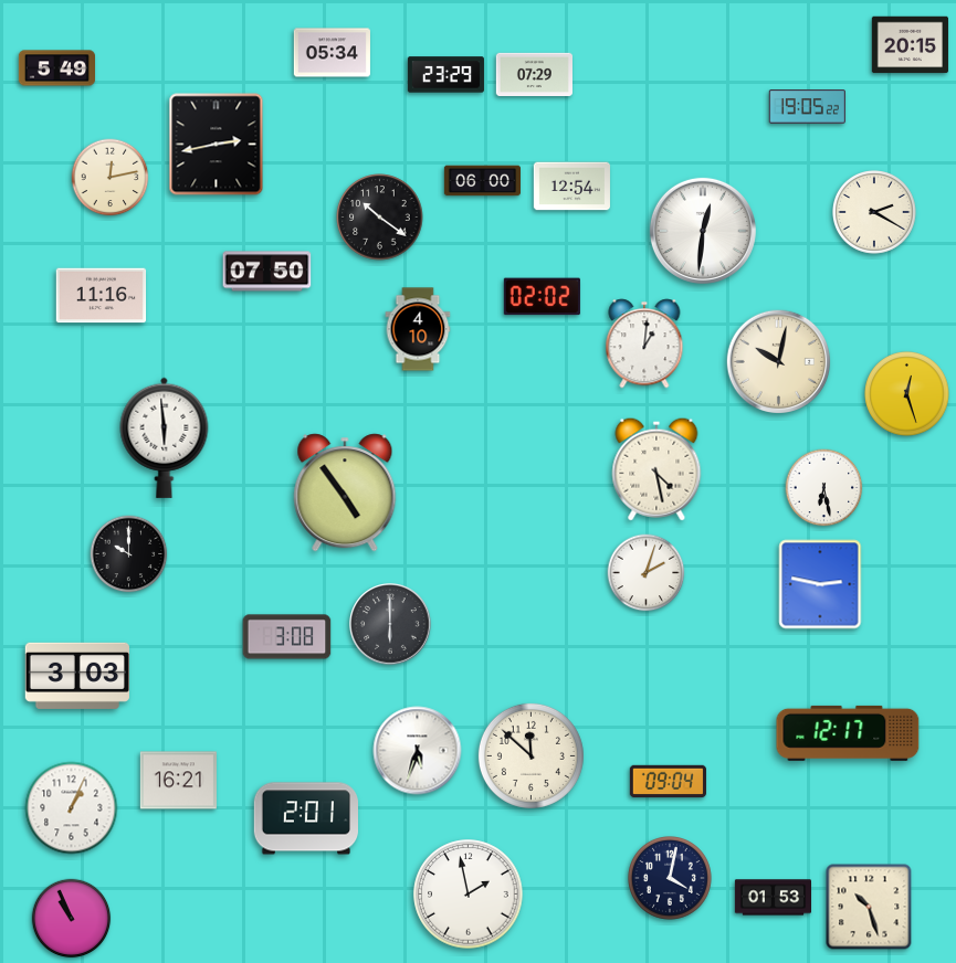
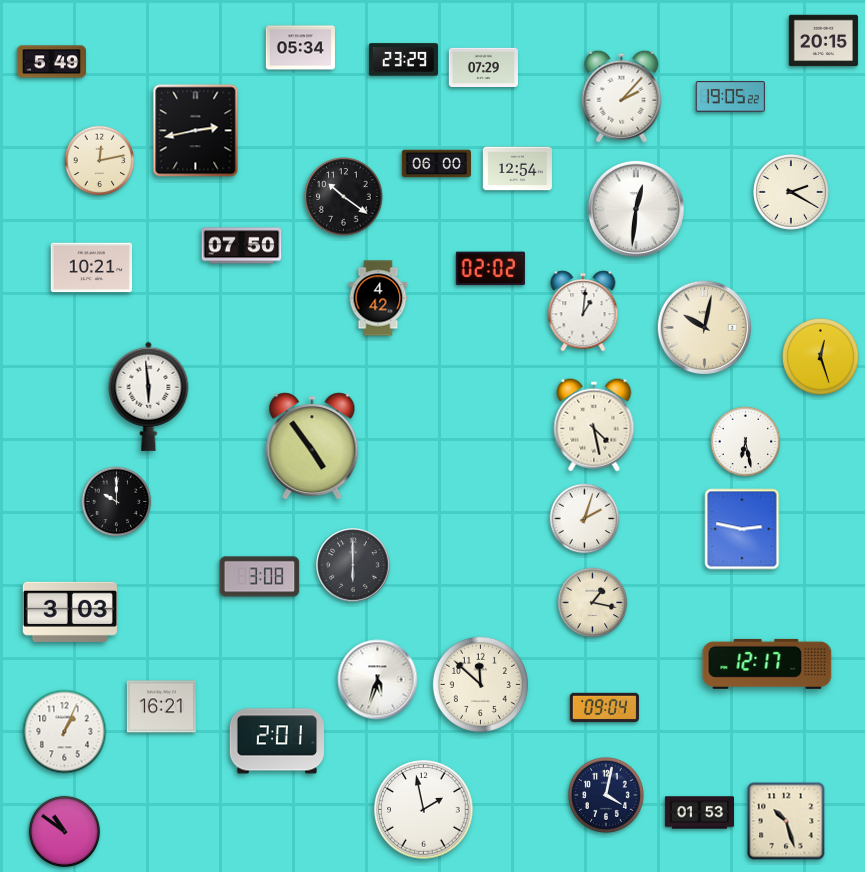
clock at (445, 75) position: (445, 75) -> (403, 60)
clock at (622, 96): none -> 2:07
clock at (102, 296): 11:16 -> 10:21
clock at (418, 329): 4:10 -> 4:42
clock at (593, 603): none -> 1:17
clock at (72, 919): 10:56 -> 10:51
